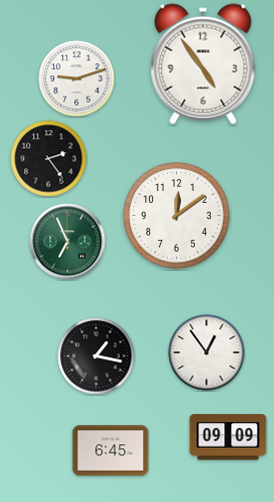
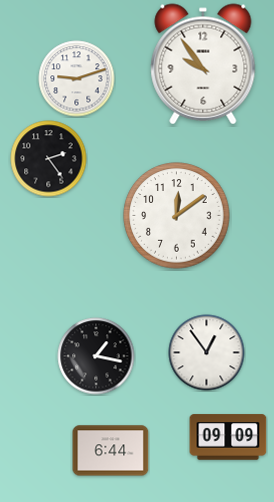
clock at (203, 64): 4:54 -> 9:54
clock at (68, 242): 6:56 -> none
clock at (111, 451): 6:45 -> 6:44
